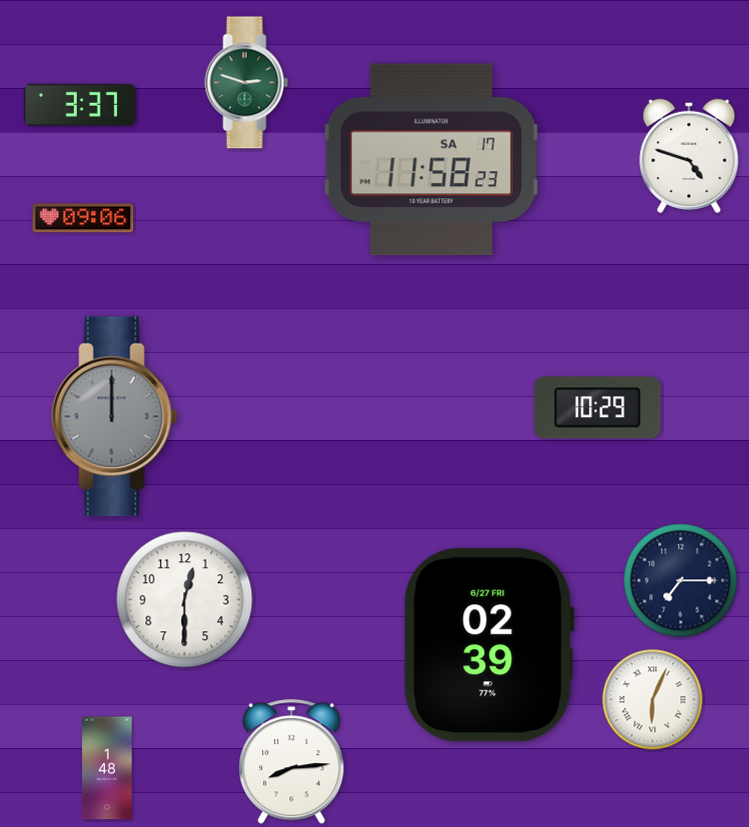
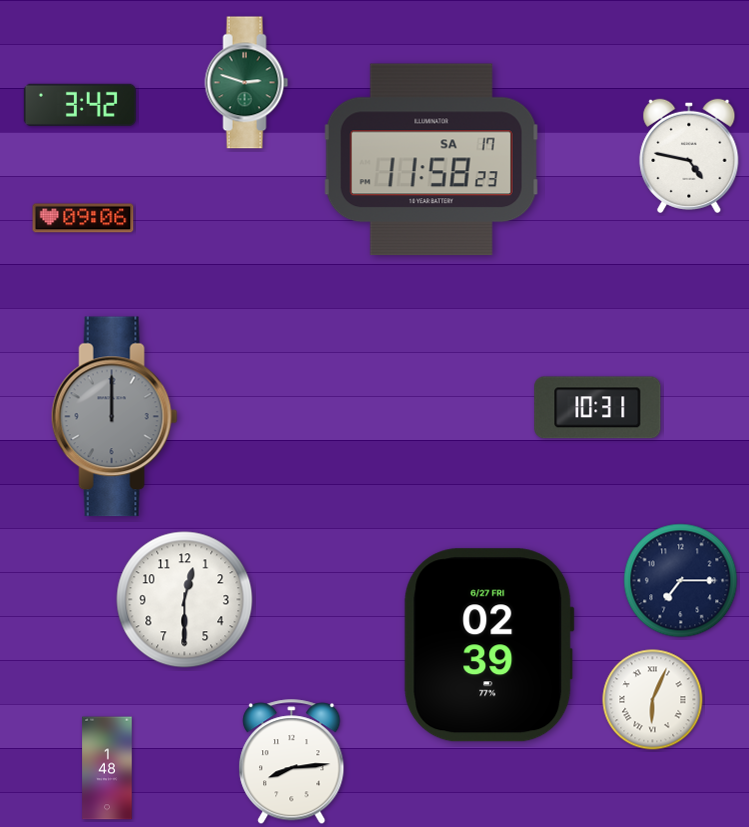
clock at (80, 105): 3:37 -> 3:42
clock at (689, 156): 4:48 -> 4:47
clock at (598, 408): 10:29 -> 10:31
